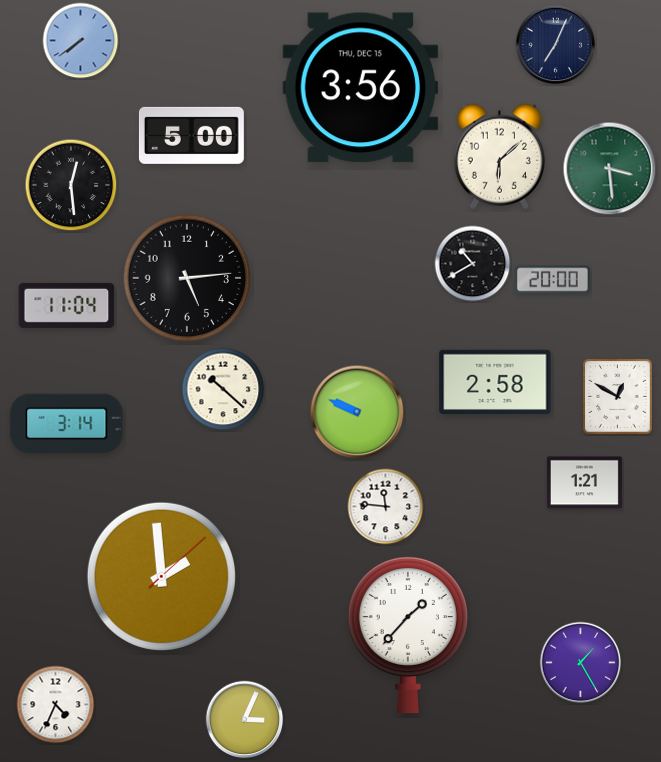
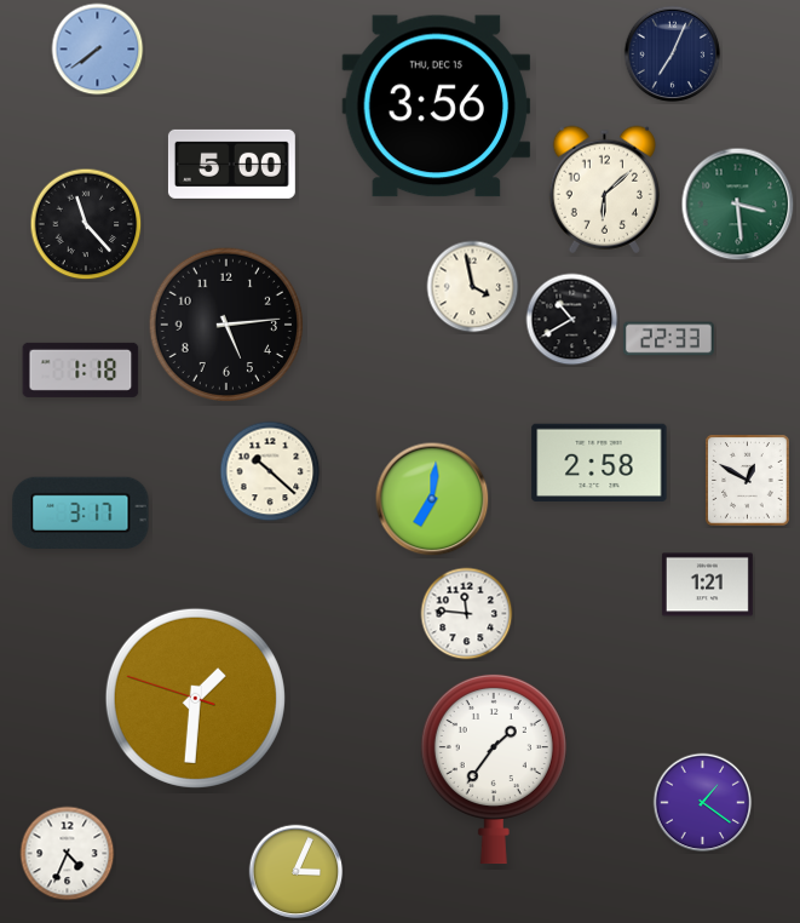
clock at (71, 185): 12:29 -> 11:23
clock at (473, 287): none -> 3:58
clock at (186, 277) position: (186, 277) -> (225, 323)
clock at (552, 280): 20:00 -> 22:33
clock at (67, 305): 11:04 -> 1:18
clock at (357, 412): 9:49 -> 7:01
clock at (67, 424): 3:14 -> 3:17
clock at (161, 576): 1:59 -> 1:30
clock at (408, 635): 1:37 -> 1:36
clock at (581, 663): 1:25 -> 1:21
